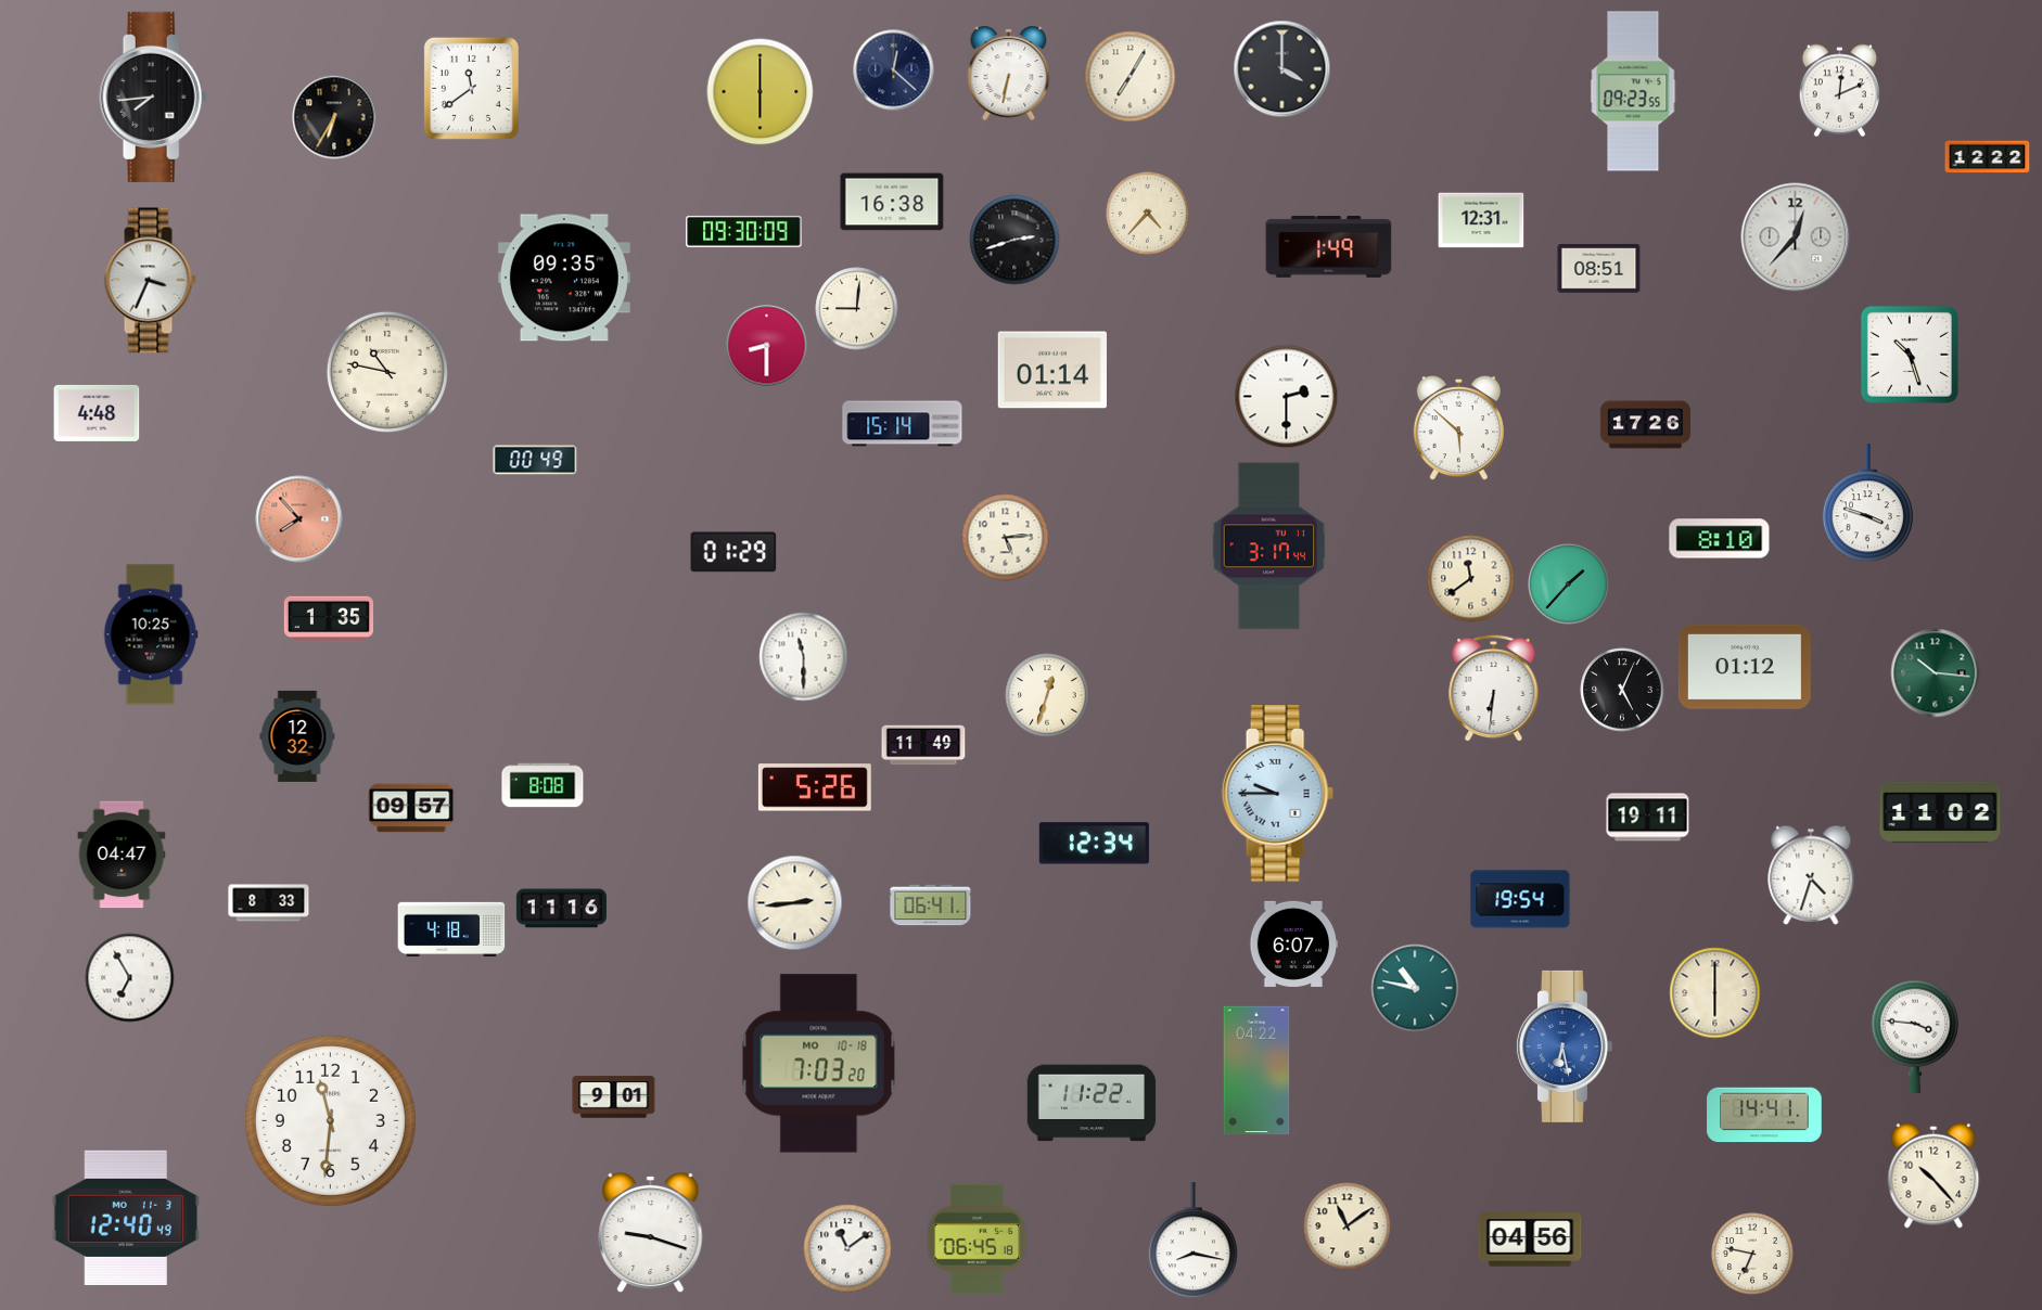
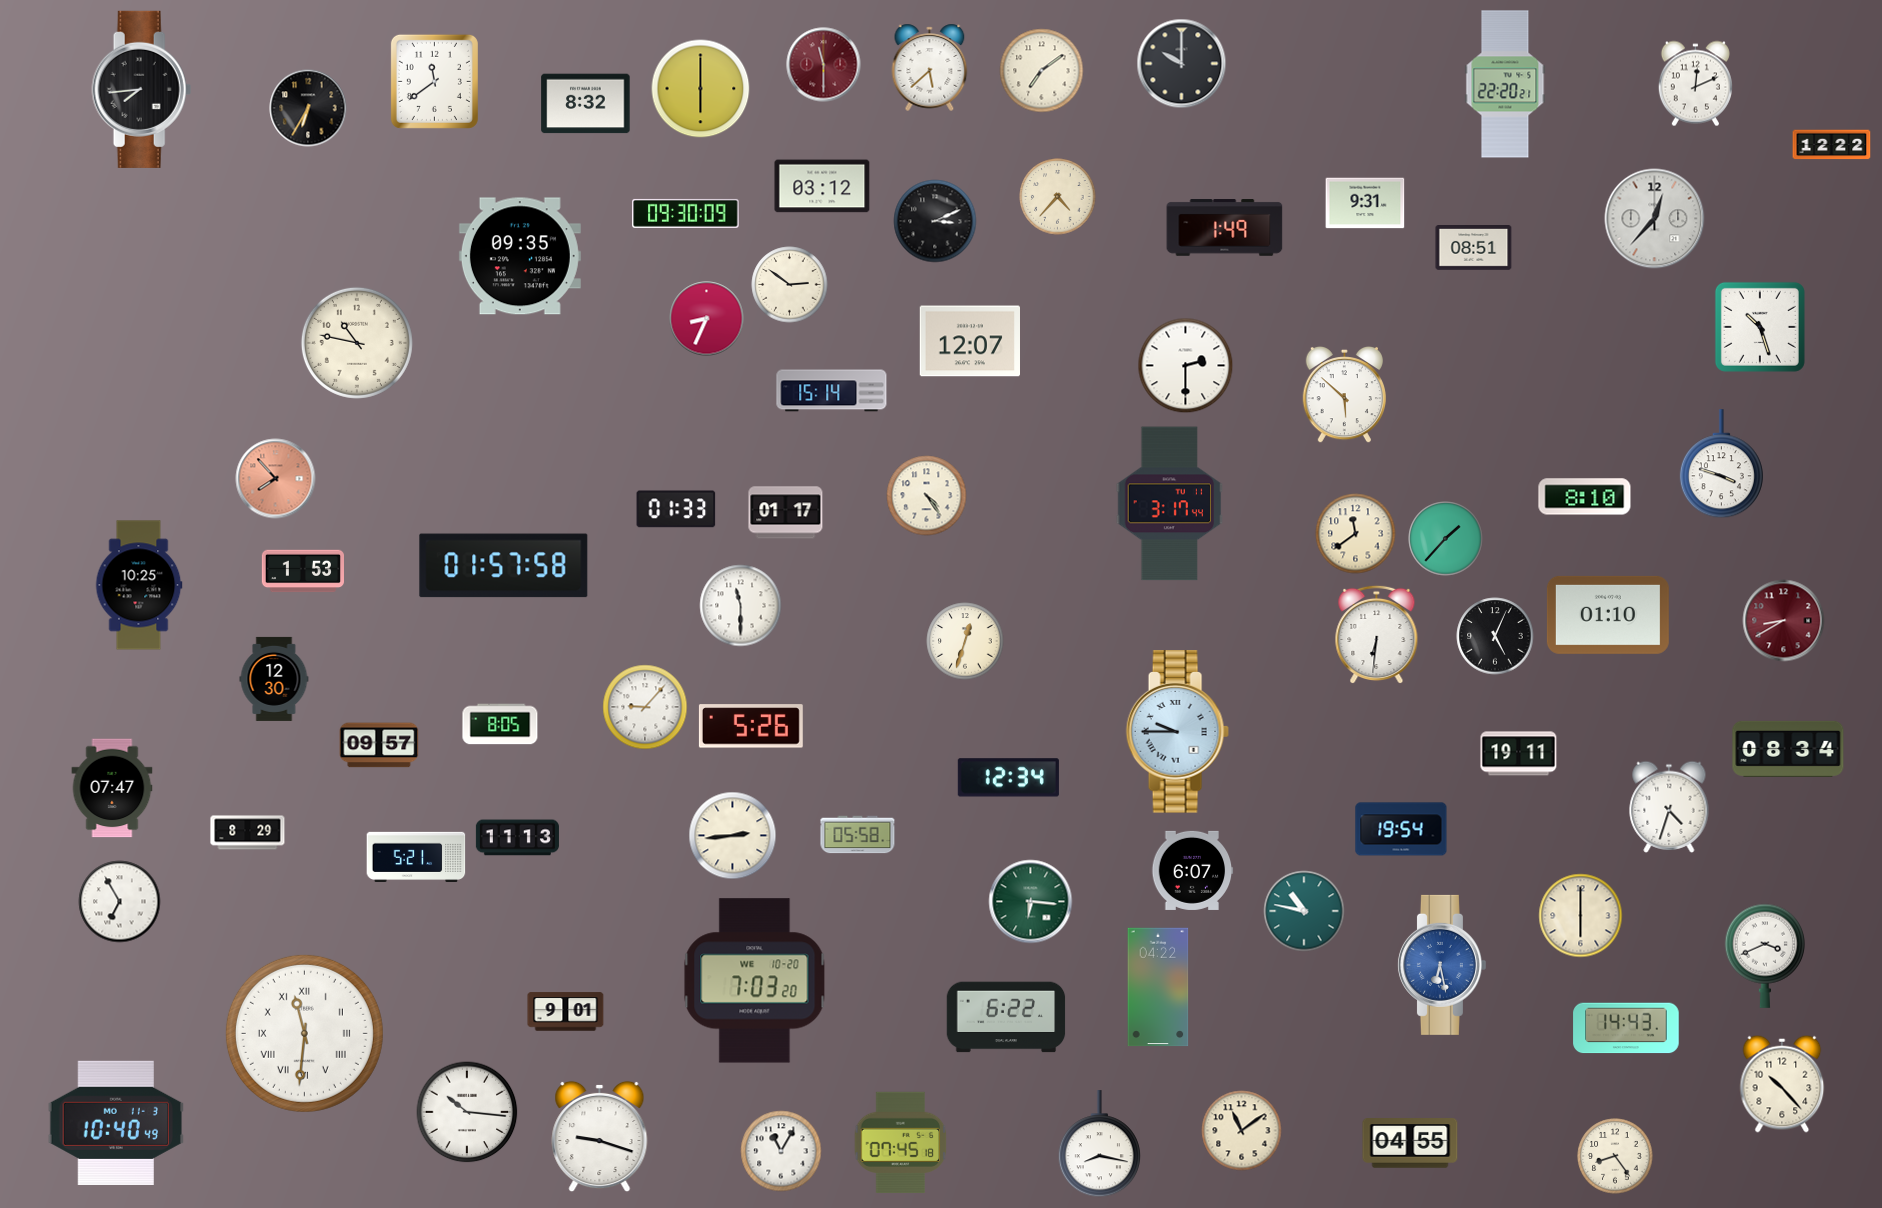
clock at (1282, 69): 4:00 -> 10:00
clock at (894, 70): 12:22 -> 11:30
clock at (894, 70) dial: navy -> burgundy
clock at (1009, 73): 6:32 -> 5:38
clock at (1131, 77): 7:05 -> 7:09
clock at (1633, 91): 09:23 -> 22:20
clock at (761, 92) position: (761, 92) -> (701, 89)
clock at (586, 104): none -> 8:32
clock at (892, 202): 16:38 -> 03:12
clock at (1481, 220): 12:31 -> 9:31
clock at (1014, 240): 2:42 -> 3:11
clock at (150, 281): 3:34 -> none
clock at (857, 309): 9:01 -> 2:51
clock at (767, 346): 8:30 -> 8:34
clock at (1051, 370): 01:14 -> 12:07
clock at (97, 413): 4:48 -> none
clock at (1645, 425): 17:26 -> none
clock at (535, 460): 00:49 -> none
clock at (1006, 538): 5:14 -> 4:24
clock at (733, 552): 01:29 -> 01:33
clock at (786, 513): none -> 01:17
clock at (504, 566): none -> 01:57
clock at (328, 619): 1:35 -> 1:53
clock at (1745, 667): 01:12 -> 01:10
clock at (1936, 673): 10:16 -> 8:40
clock at (1936, 673) dial: green -> burgundy
clock at (297, 736): 12:32 -> 12:30
clock at (923, 745): 11:49 -> none
clock at (645, 707): none -> 9:07
clock at (543, 785): 8:08 -> 8:05
clock at (1940, 812): 11:02 -> 08:34
clock at (122, 855): 04:47 -> 07:47
clock at (269, 903): 8:33 -> 8:29
clock at (795, 903) position: (795, 903) -> (733, 836)
clock at (931, 906): 06:41 -> 05:58
clock at (561, 909): 11:16 -> 11:13
clock at (451, 928): 4:18 -> 5:21
clock at (1031, 902): none -> 6:16
clock at (1914, 1037): 3:46 -> 3:41
clock at (819, 1064) date: MO 10-18 -> WE 10-20
clock at (1092, 1103): 11:22 -> 6:22
clock at (1764, 1115): 14:41 -> 14:43
clock at (330, 1120) numerals: Arabic -> Roman
clock at (467, 1112): none -> 10:16
clock at (126, 1218): 12:40 -> 10:40
clock at (978, 1238): 06:45 -> 07:45
clock at (1530, 1240): 04:56 -> 04:55
clock at (847, 1248): 11:09 -> 11:05
clock at (1752, 1254): 6:47 -> 8:24
